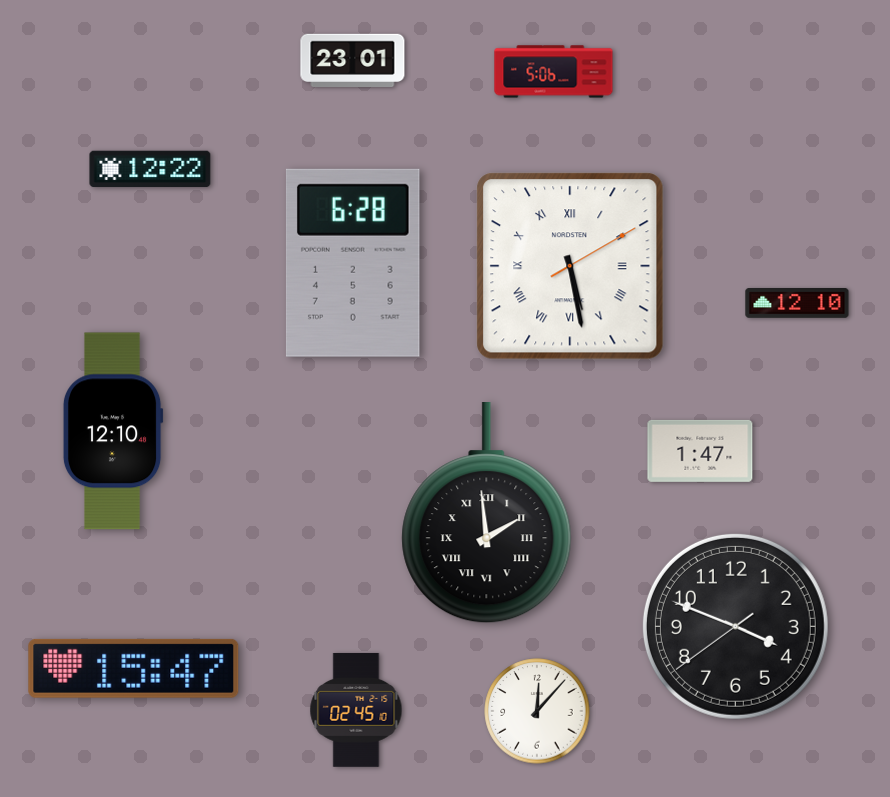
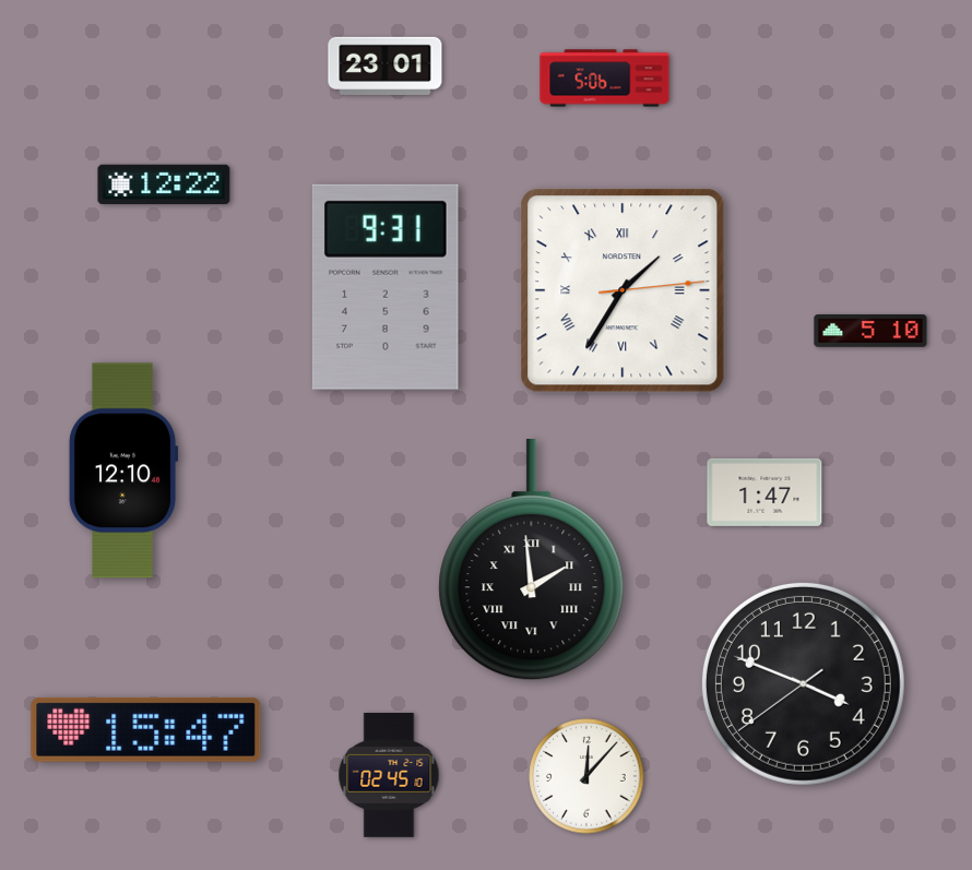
clock at (353, 263): 6:28 -> 9:31
clock at (570, 266): 5:28 -> 1:35
clock at (797, 304): 12:10 -> 5:10
